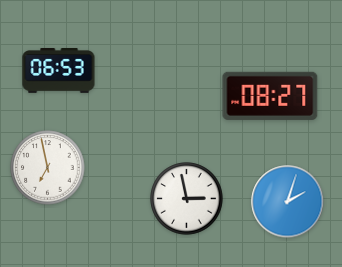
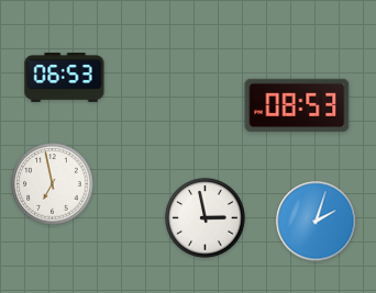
clock at (270, 96): 08:27 -> 08:53
